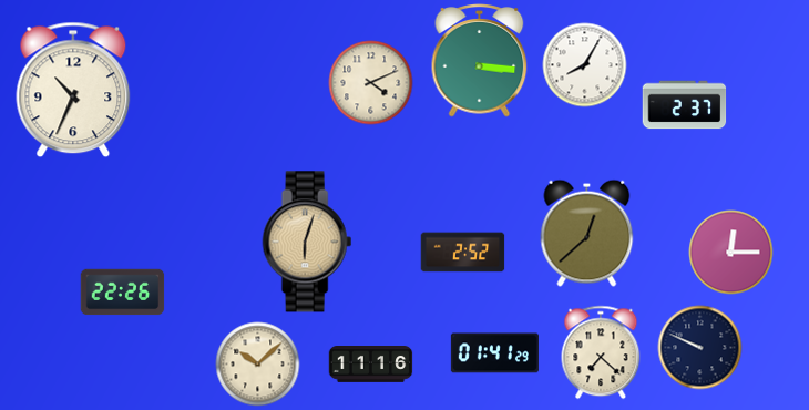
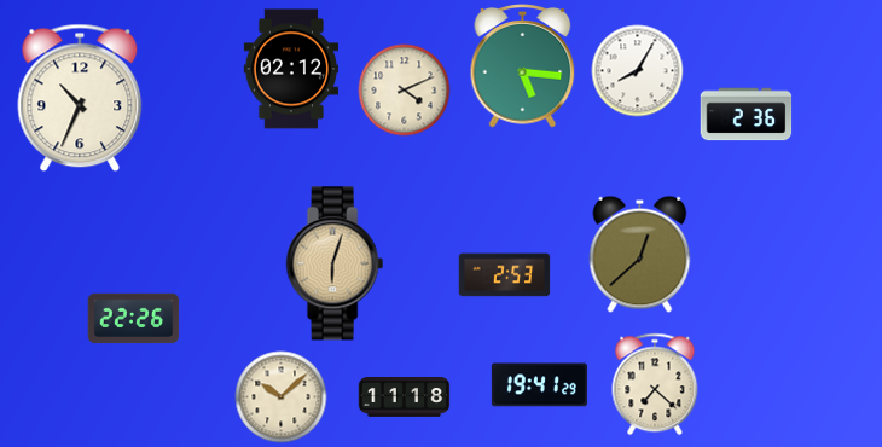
clock at (480, 61): 3:16 -> 5:16
clock at (290, 69): none -> 02:12
clock at (685, 105): 2:37 -> 2:36
clock at (463, 253): 2:52 -> 2:53
clock at (731, 253): 12:15 -> none
clock at (700, 348): 9:49 -> none
clock at (494, 353): 01:41 -> 19:41
clock at (371, 365): 11:16 -> 11:18
